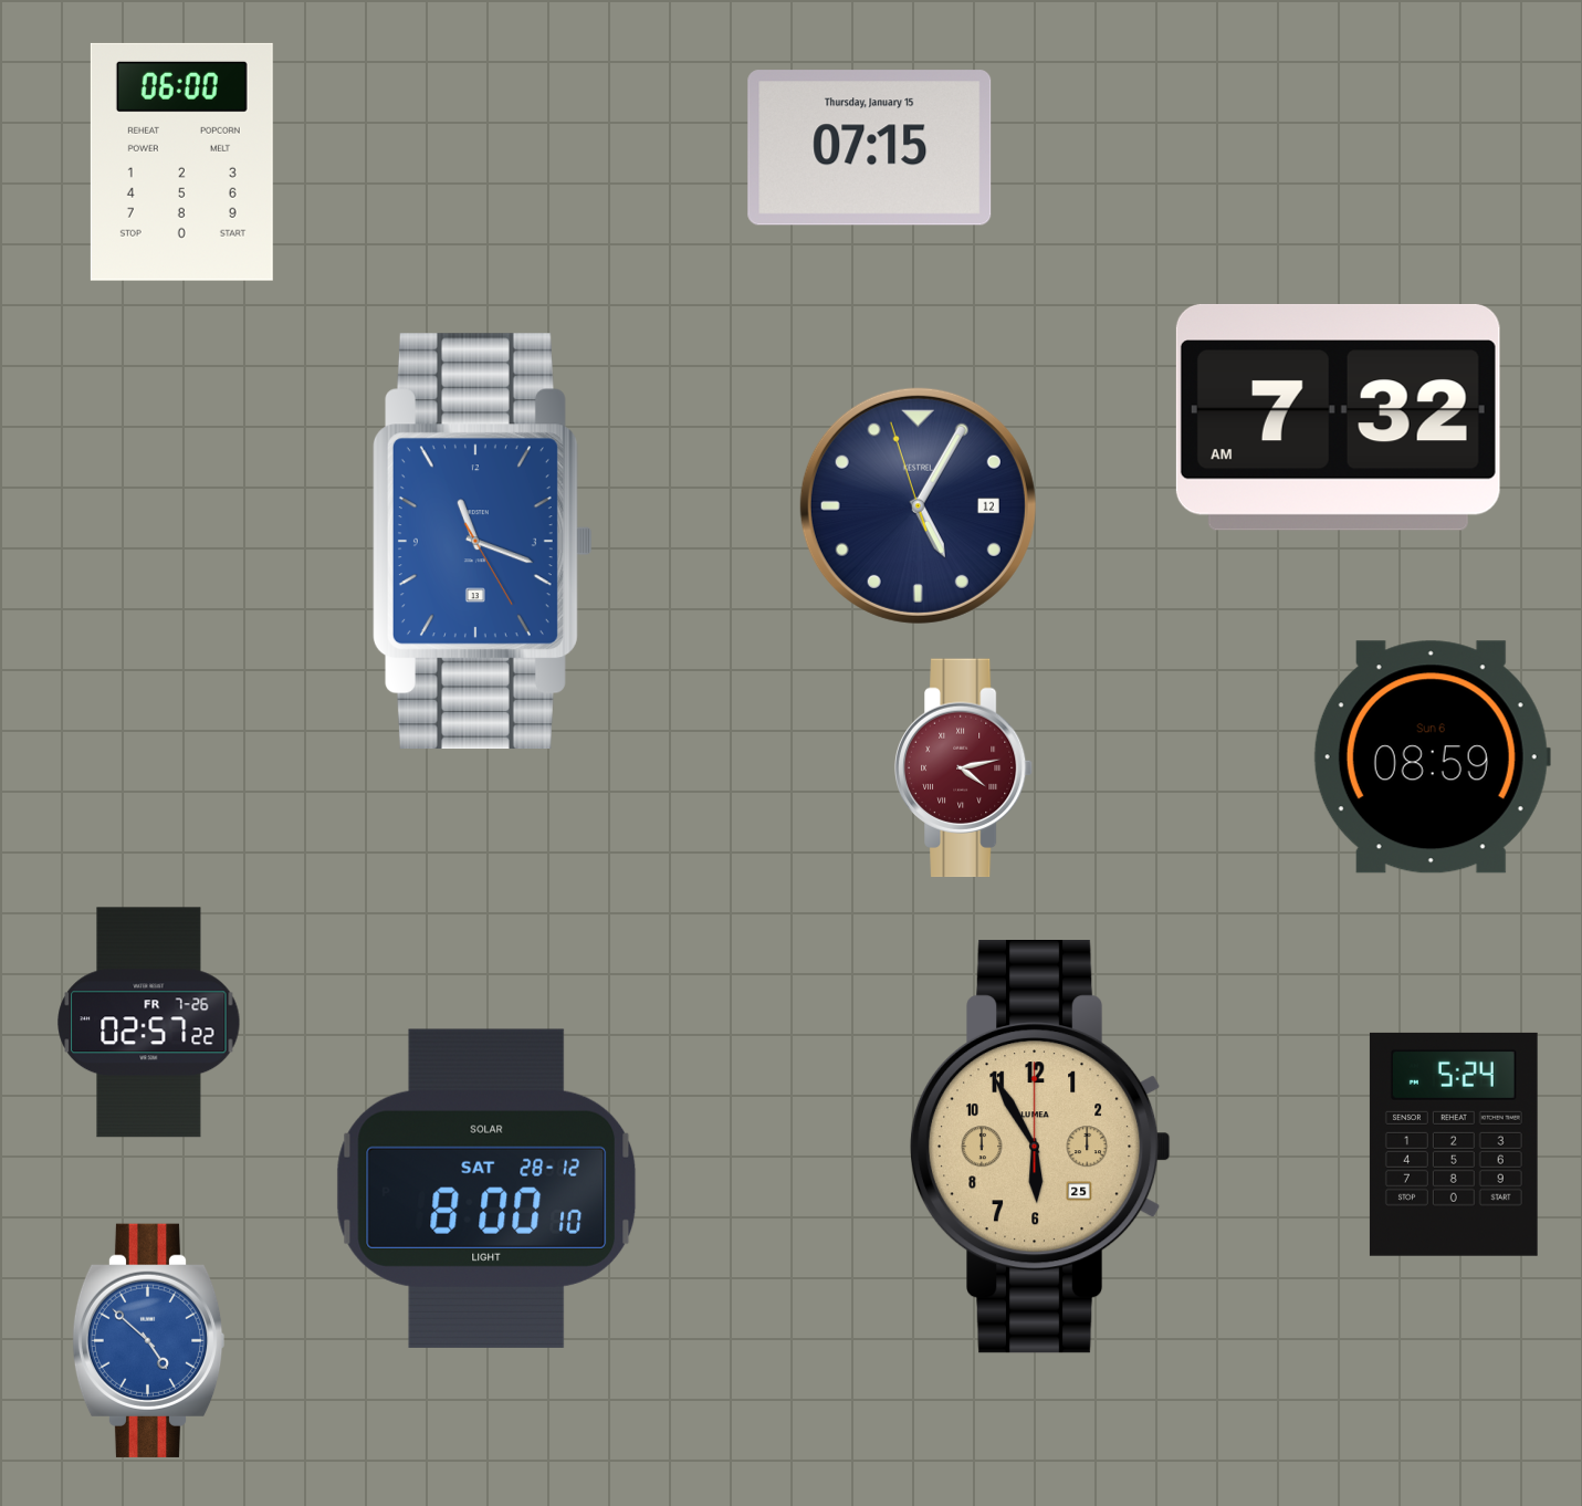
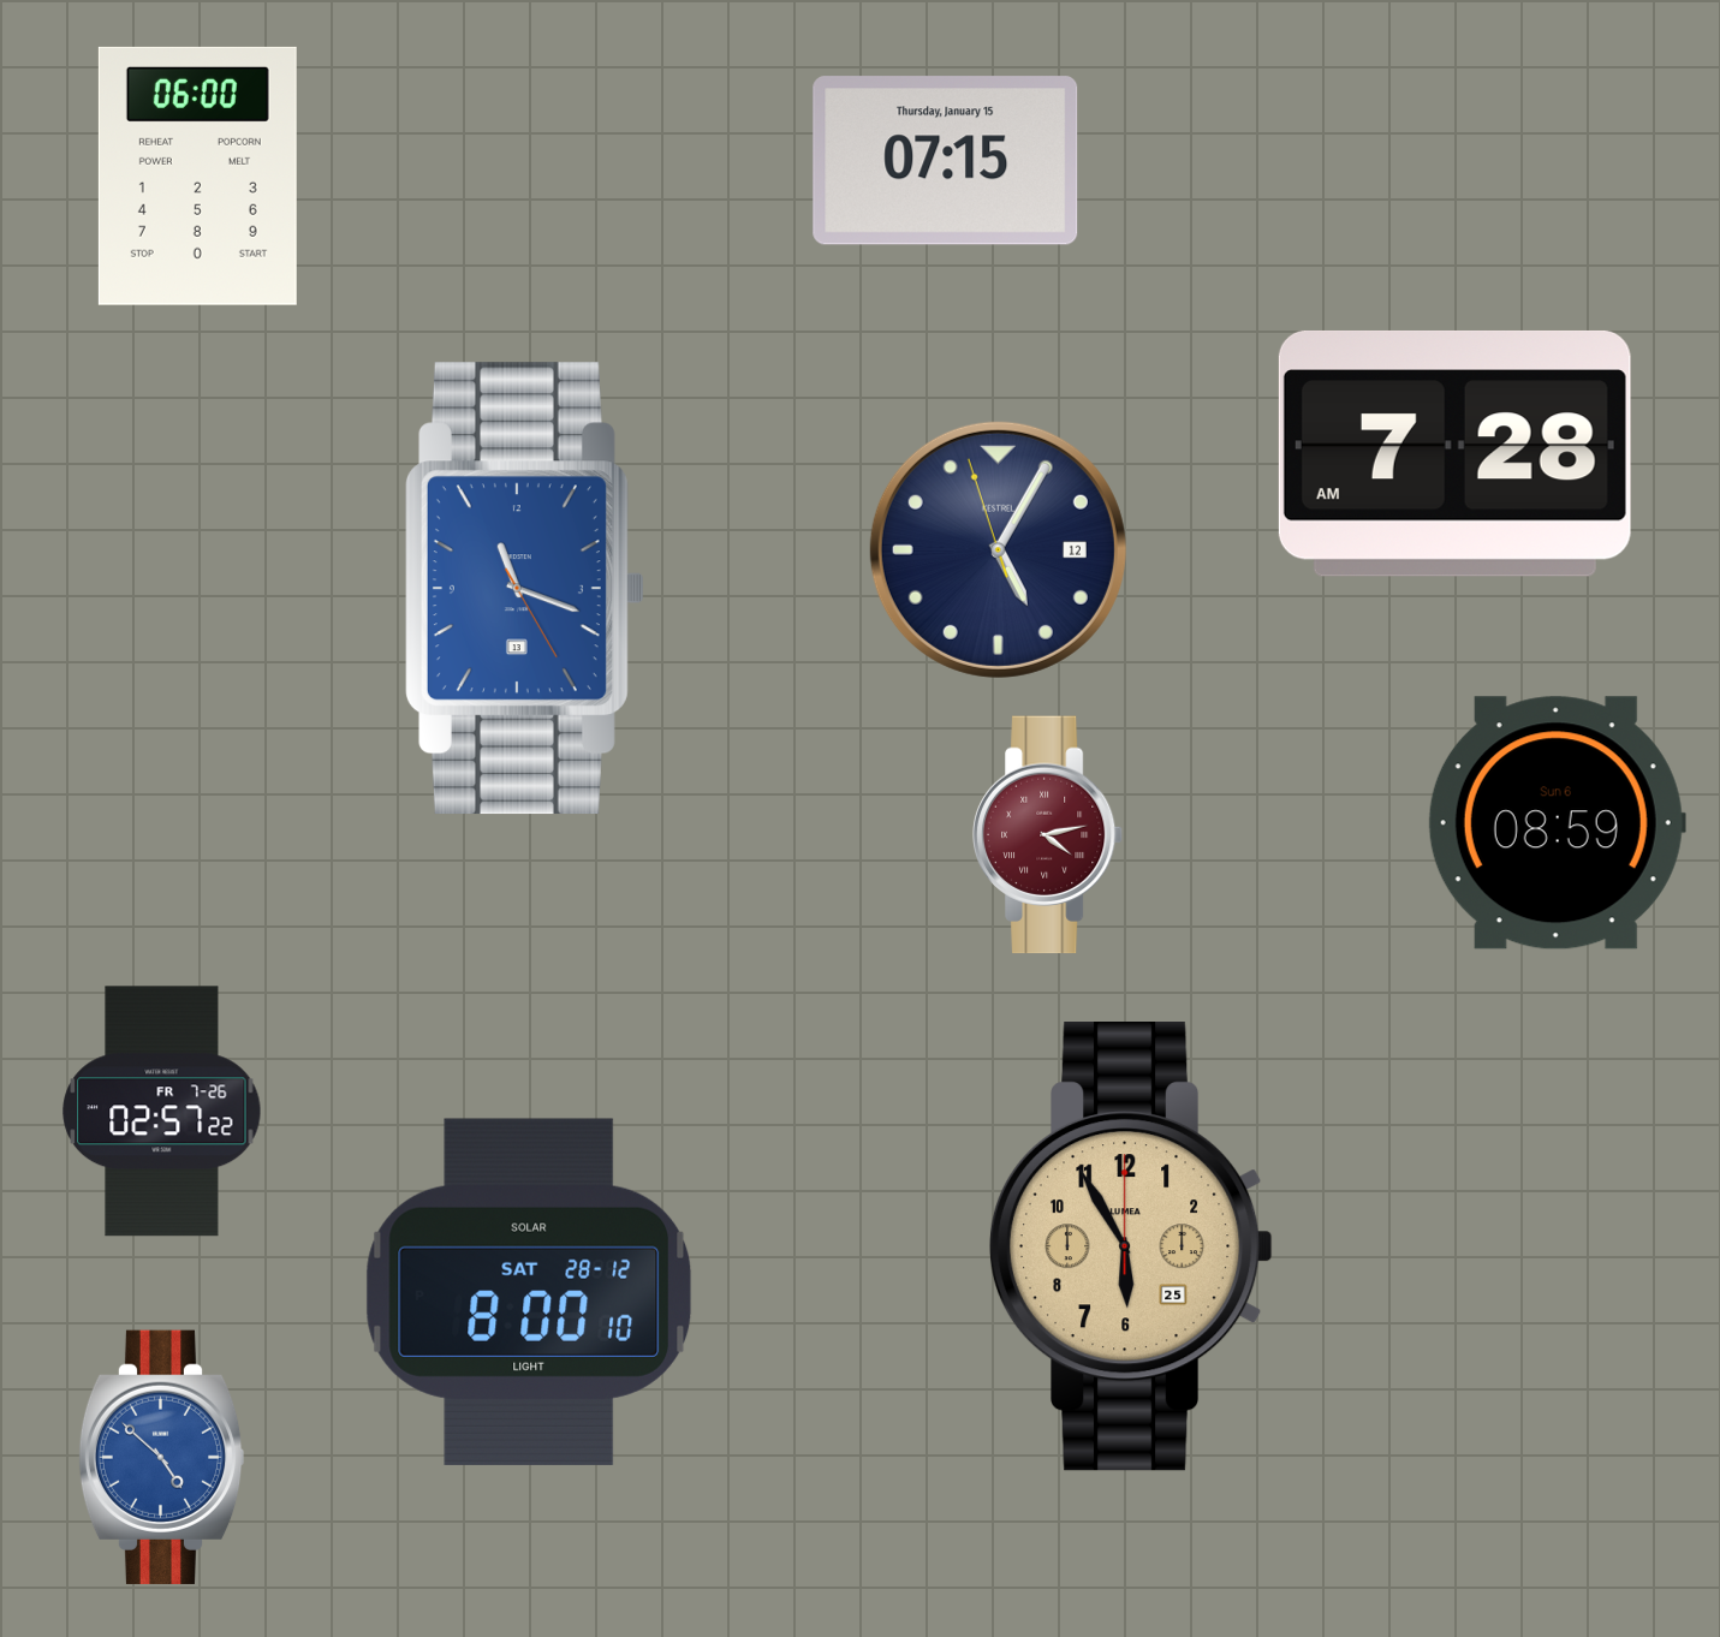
clock at (1338, 417): 7:32 -> 7:28
clock at (1454, 1144): 5:24 -> none
